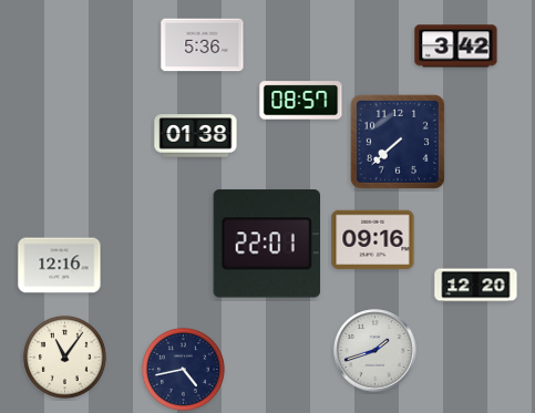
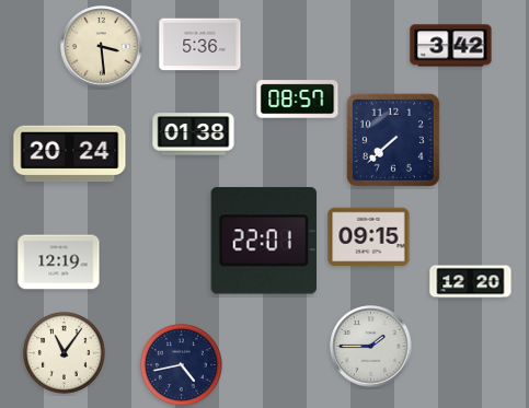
clock at (102, 47): none -> 3:29
clock at (70, 154): none -> 20:24
clock at (373, 240): 09:16 -> 09:15
clock at (60, 266): 12:16 -> 12:19
clock at (375, 351): 1:42 -> 1:45
